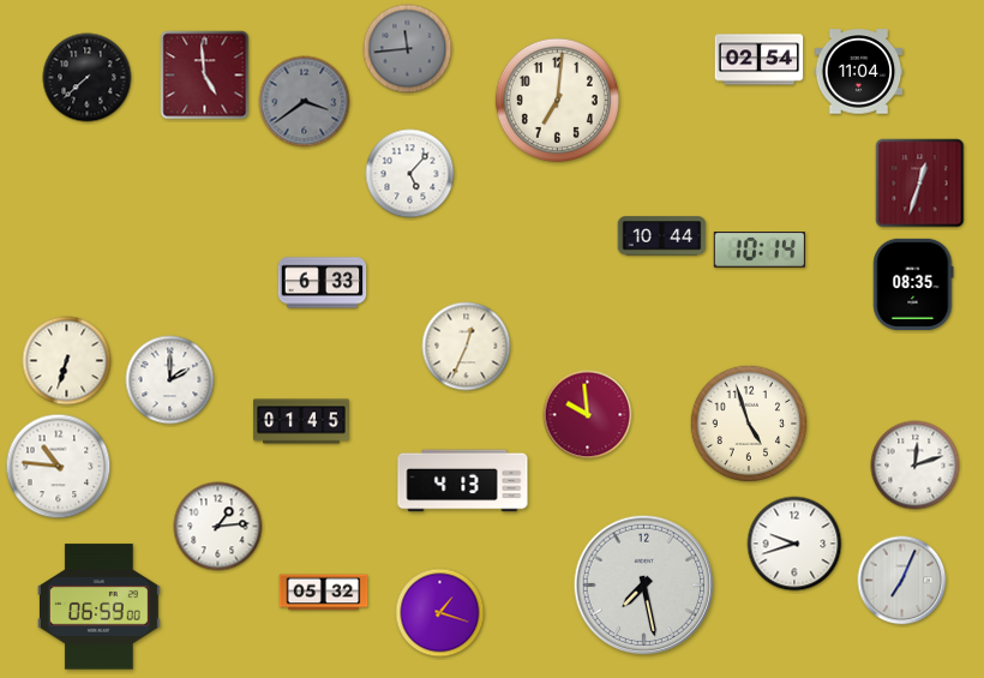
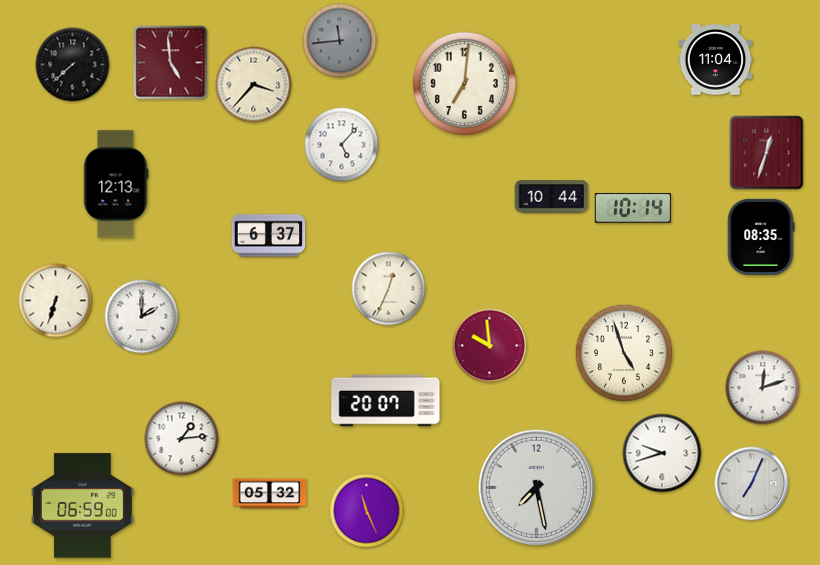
clock at (760, 60): 02:54 -> none
clock at (305, 102): 3:39 -> 3:37
clock at (305, 102) dial: grey -> cream
clock at (116, 184): none -> 12:13
clock at (323, 283): 6:33 -> 6:37
clock at (301, 421): 01:45 -> none
clock at (59, 467): 10:46 -> none
clock at (463, 481): 4:13 -> 20:07
clock at (440, 613): 1:18 -> 11:26
